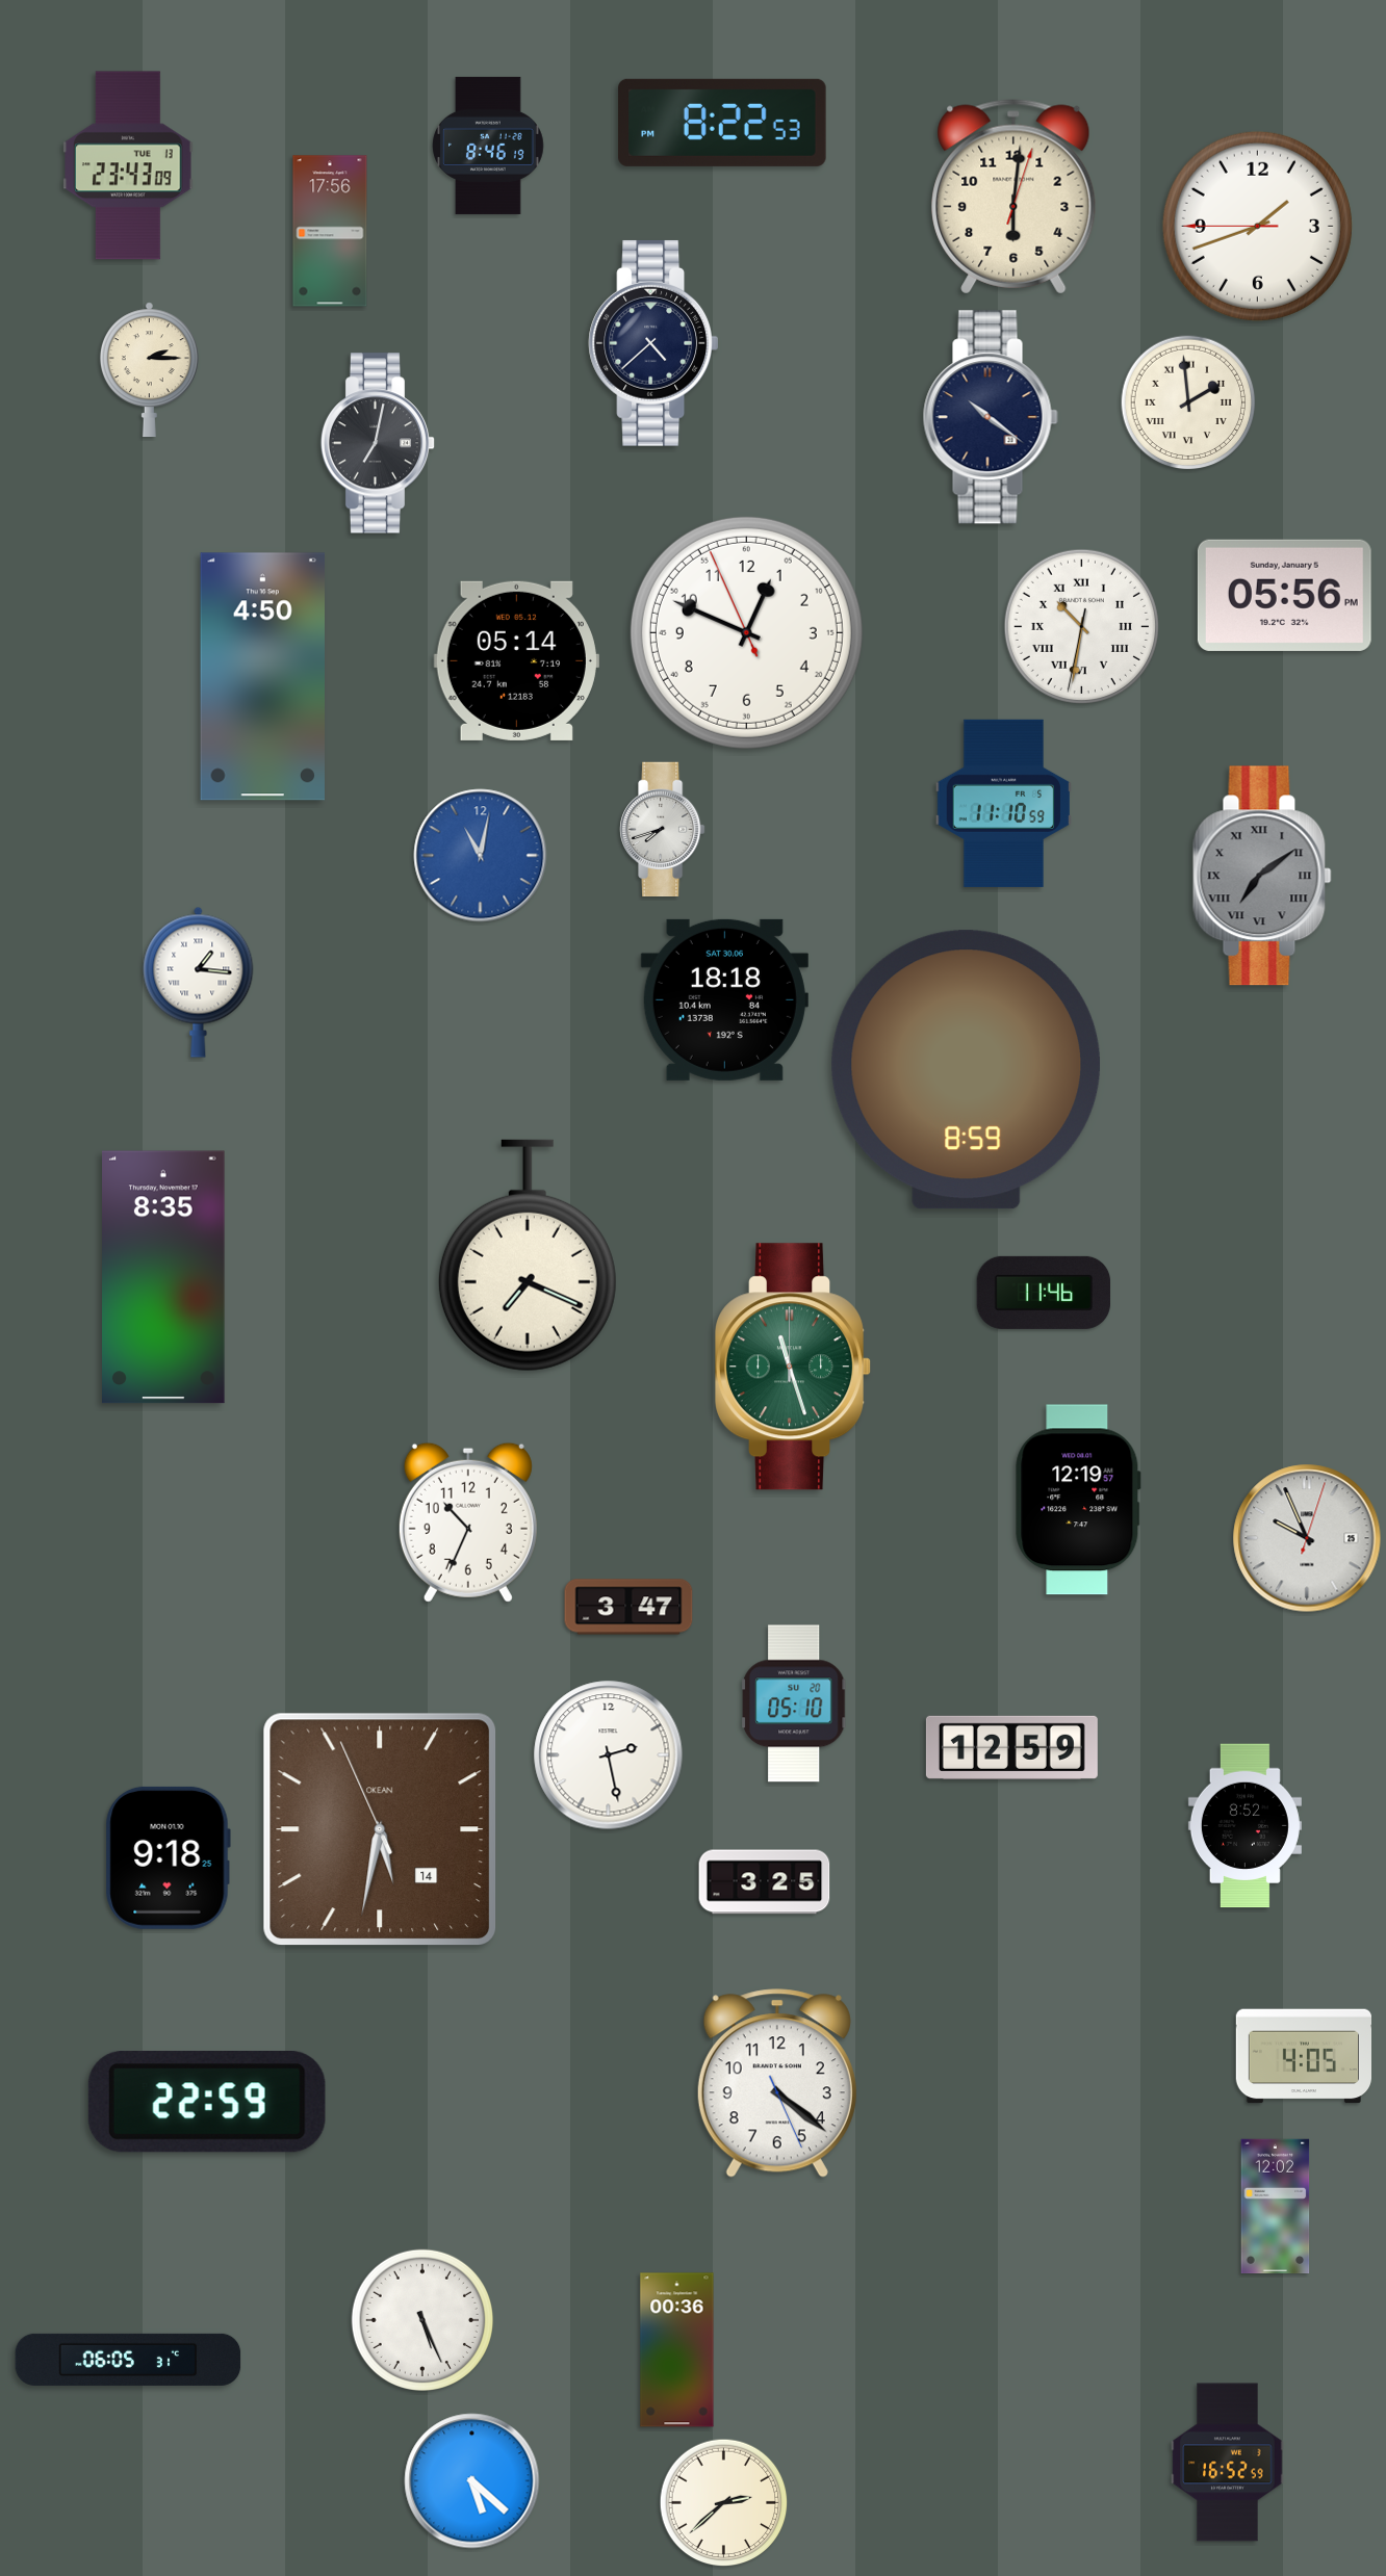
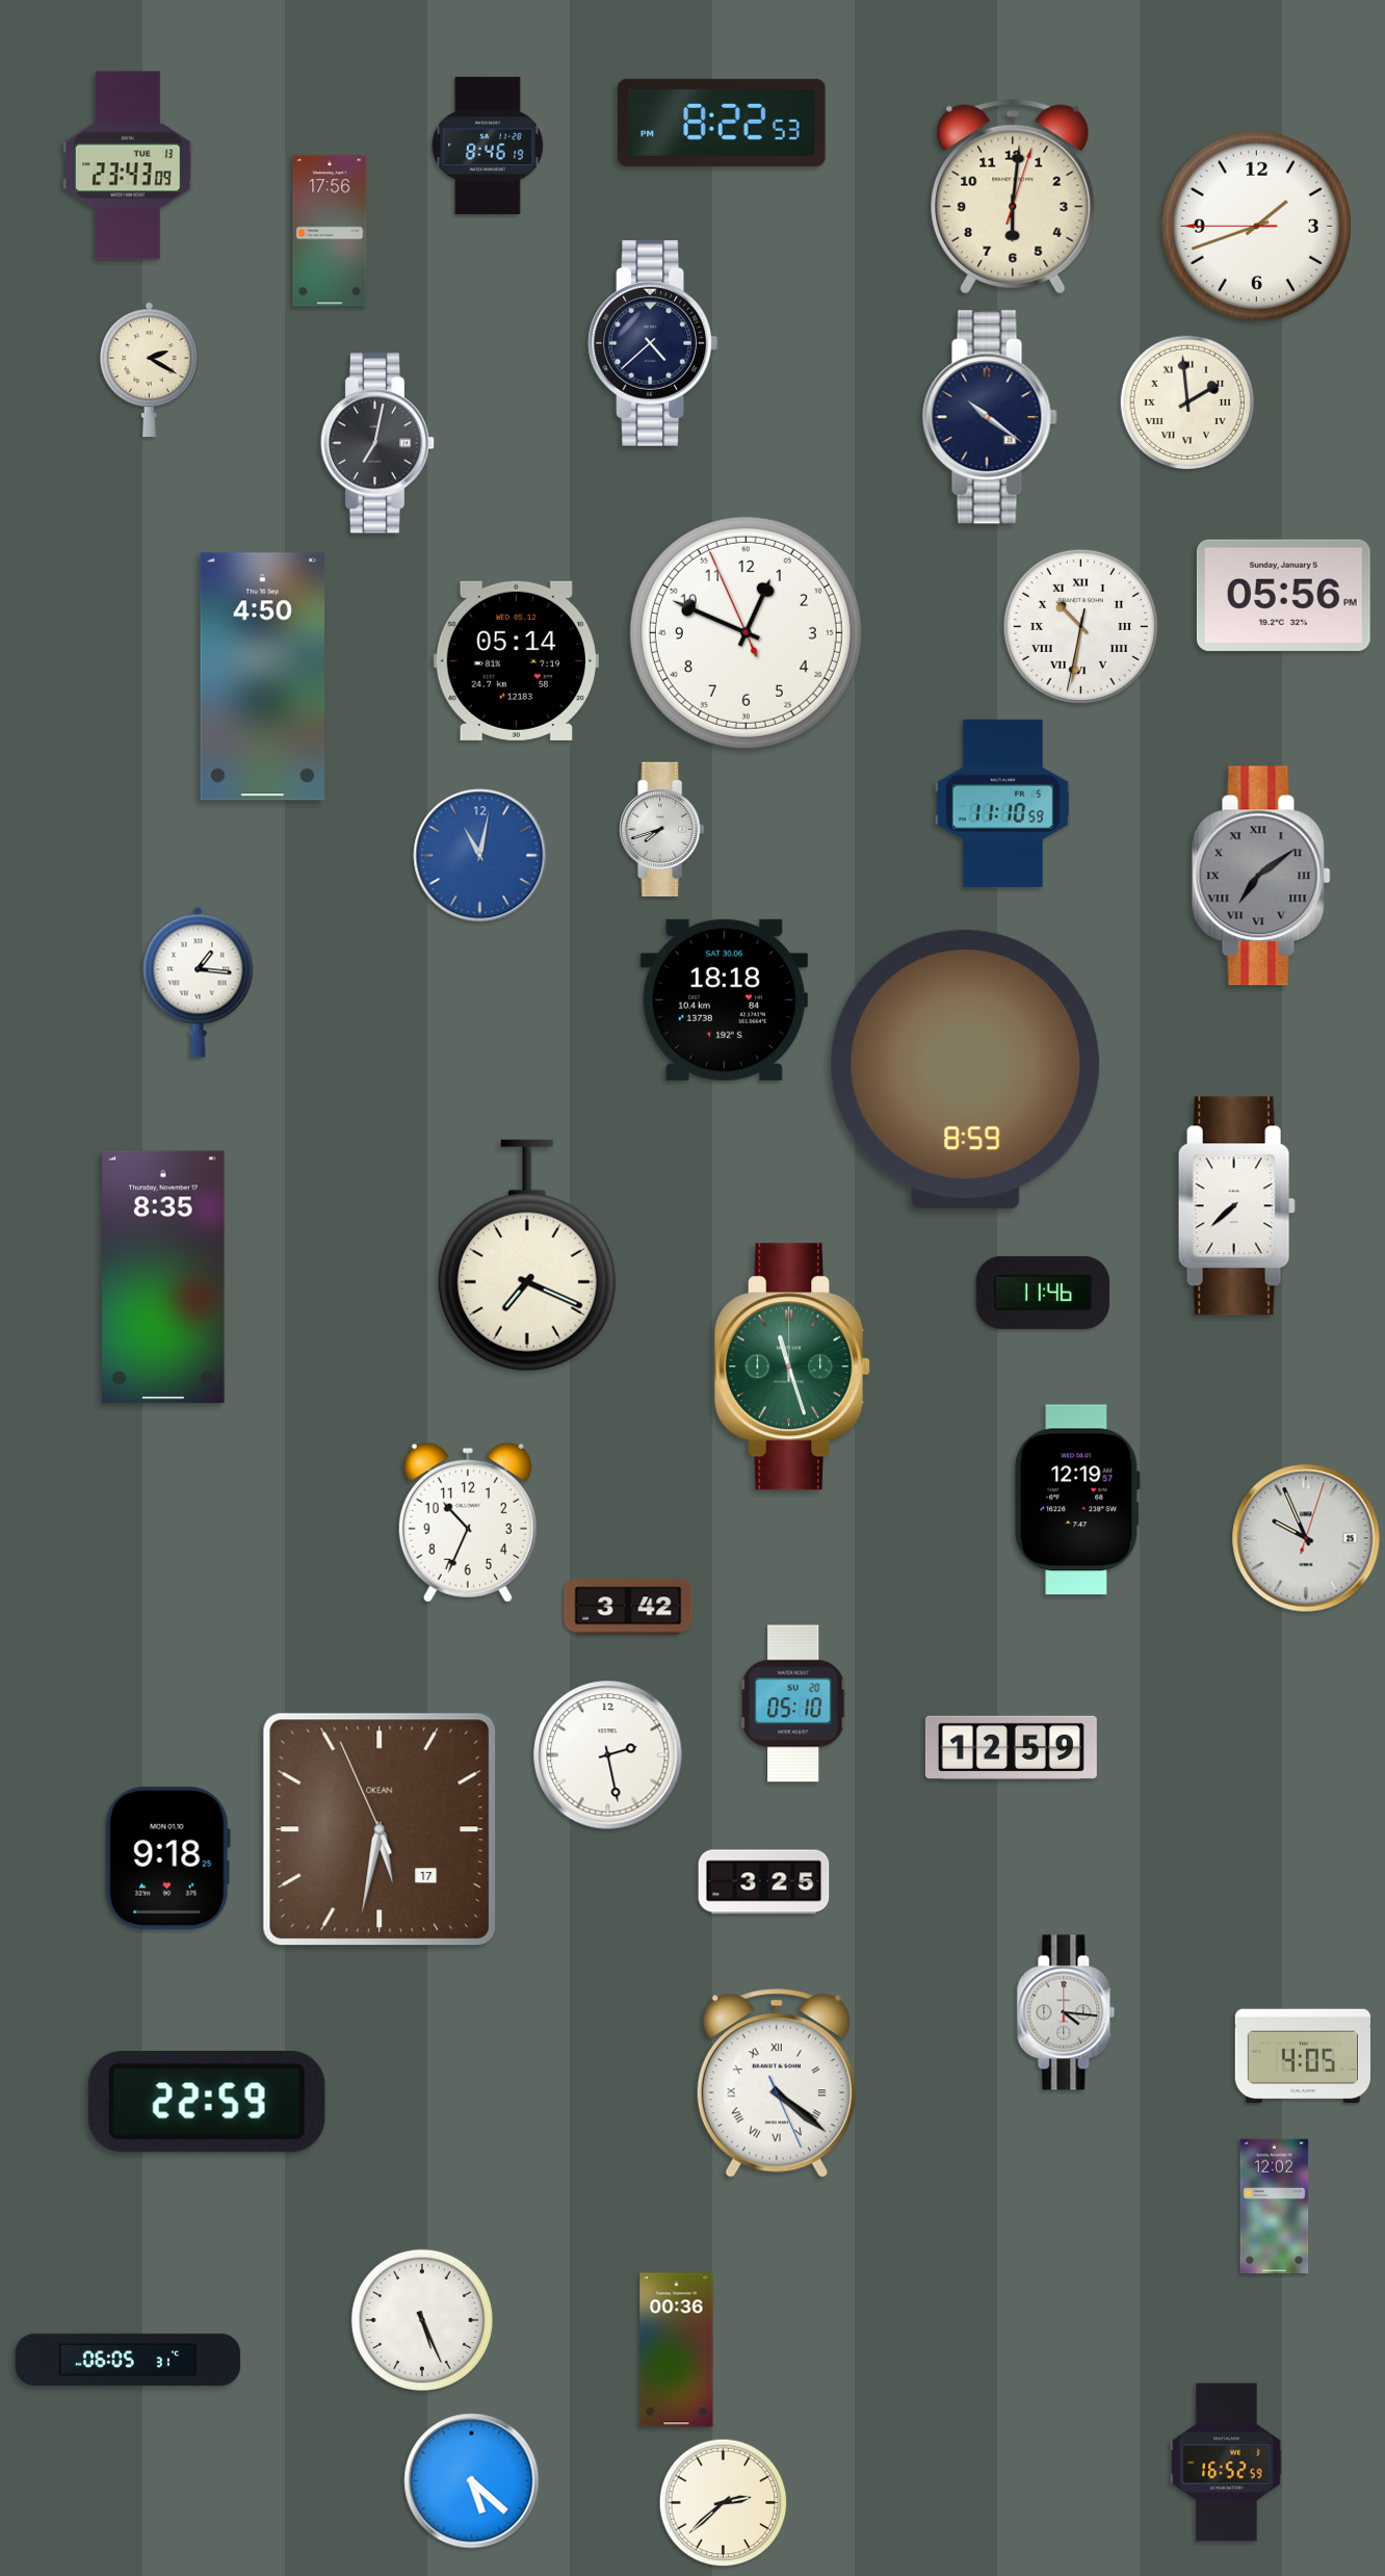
clock at (149, 370): 2:15 -> 2:20
clock at (1236, 1206): none -> 7:38
clock at (628, 1607): 3:47 -> 3:42
clock at (1244, 1826): 8:52 -> none
clock at (380, 1829) date: 14 -> 17
clock at (1066, 2012): none -> 4:16
clock at (777, 2083) numerals: Arabic -> Roman
